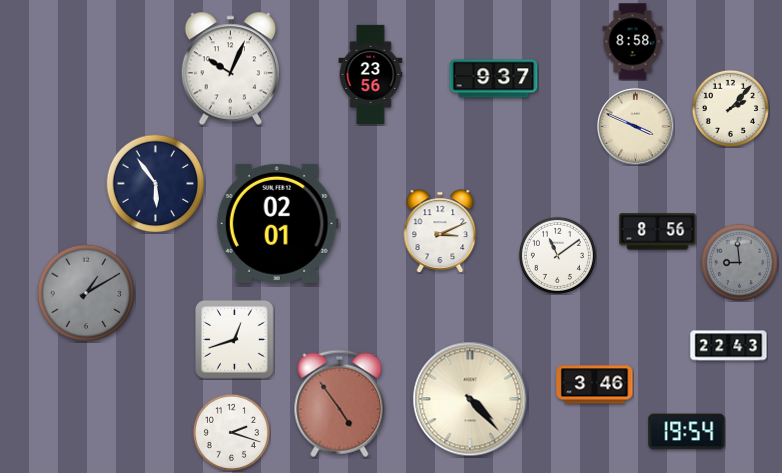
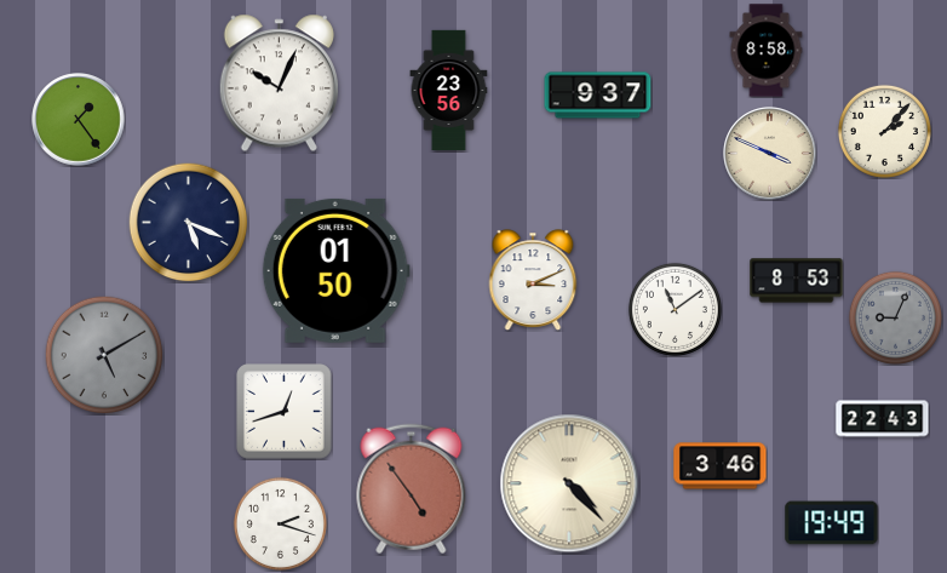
clock at (79, 120): none -> 1:24
clock at (156, 184): 5:54 -> 5:19
clock at (277, 223): 02:01 -> 01:50
clock at (658, 232): 8:56 -> 8:53
clock at (739, 262): 8:59 -> 9:04
clock at (86, 293): 1:10 -> 5:10
clock at (687, 432): 19:54 -> 19:49
